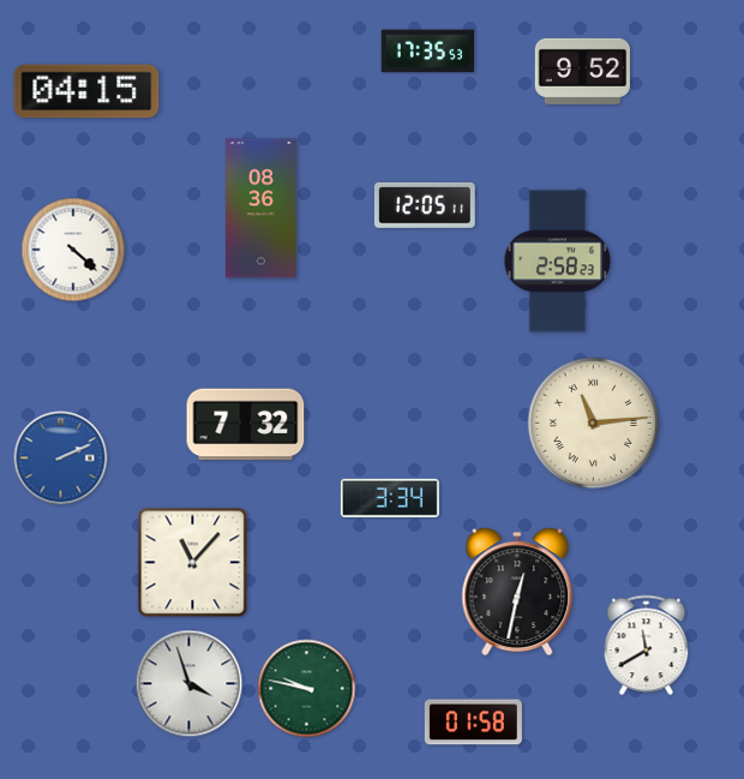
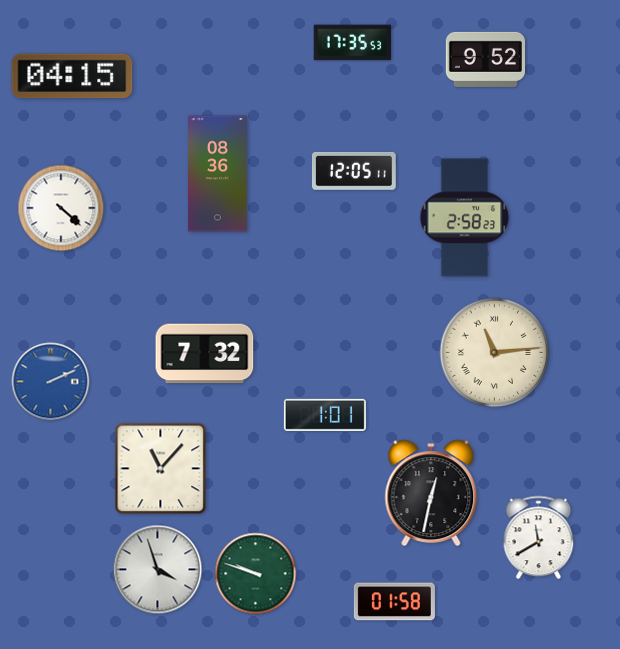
clock at (428, 52) position: (428, 52) -> (353, 43)
clock at (390, 498): 3:34 -> 1:01
clock at (307, 689): 9:47 -> 9:48
